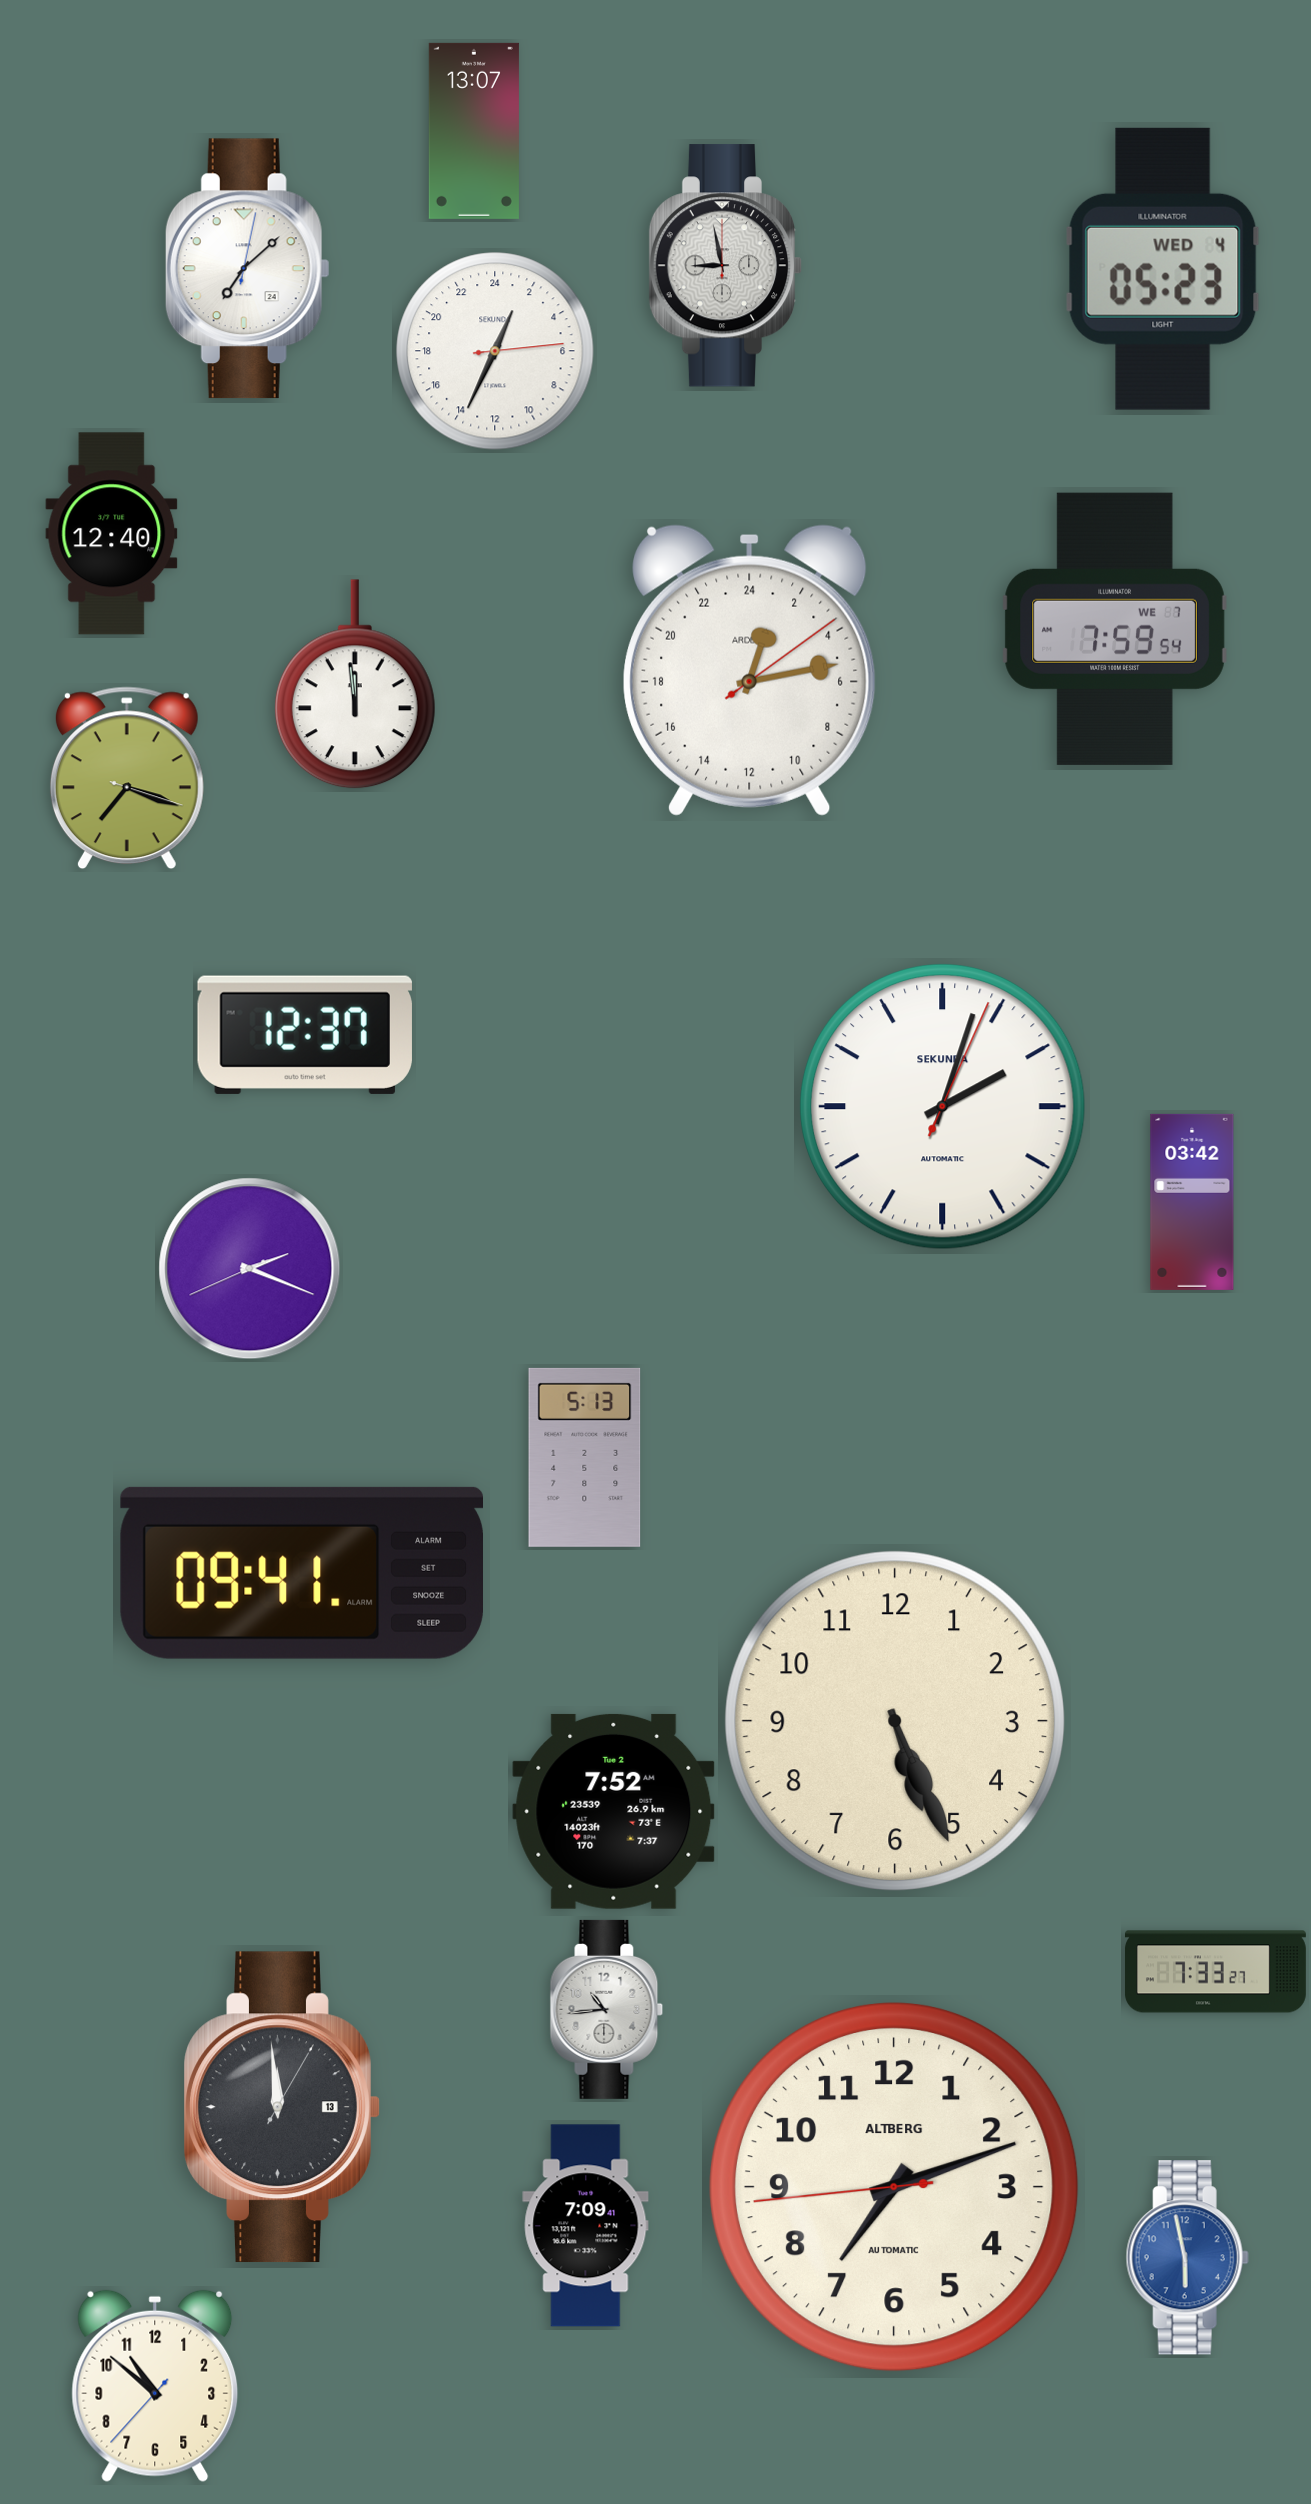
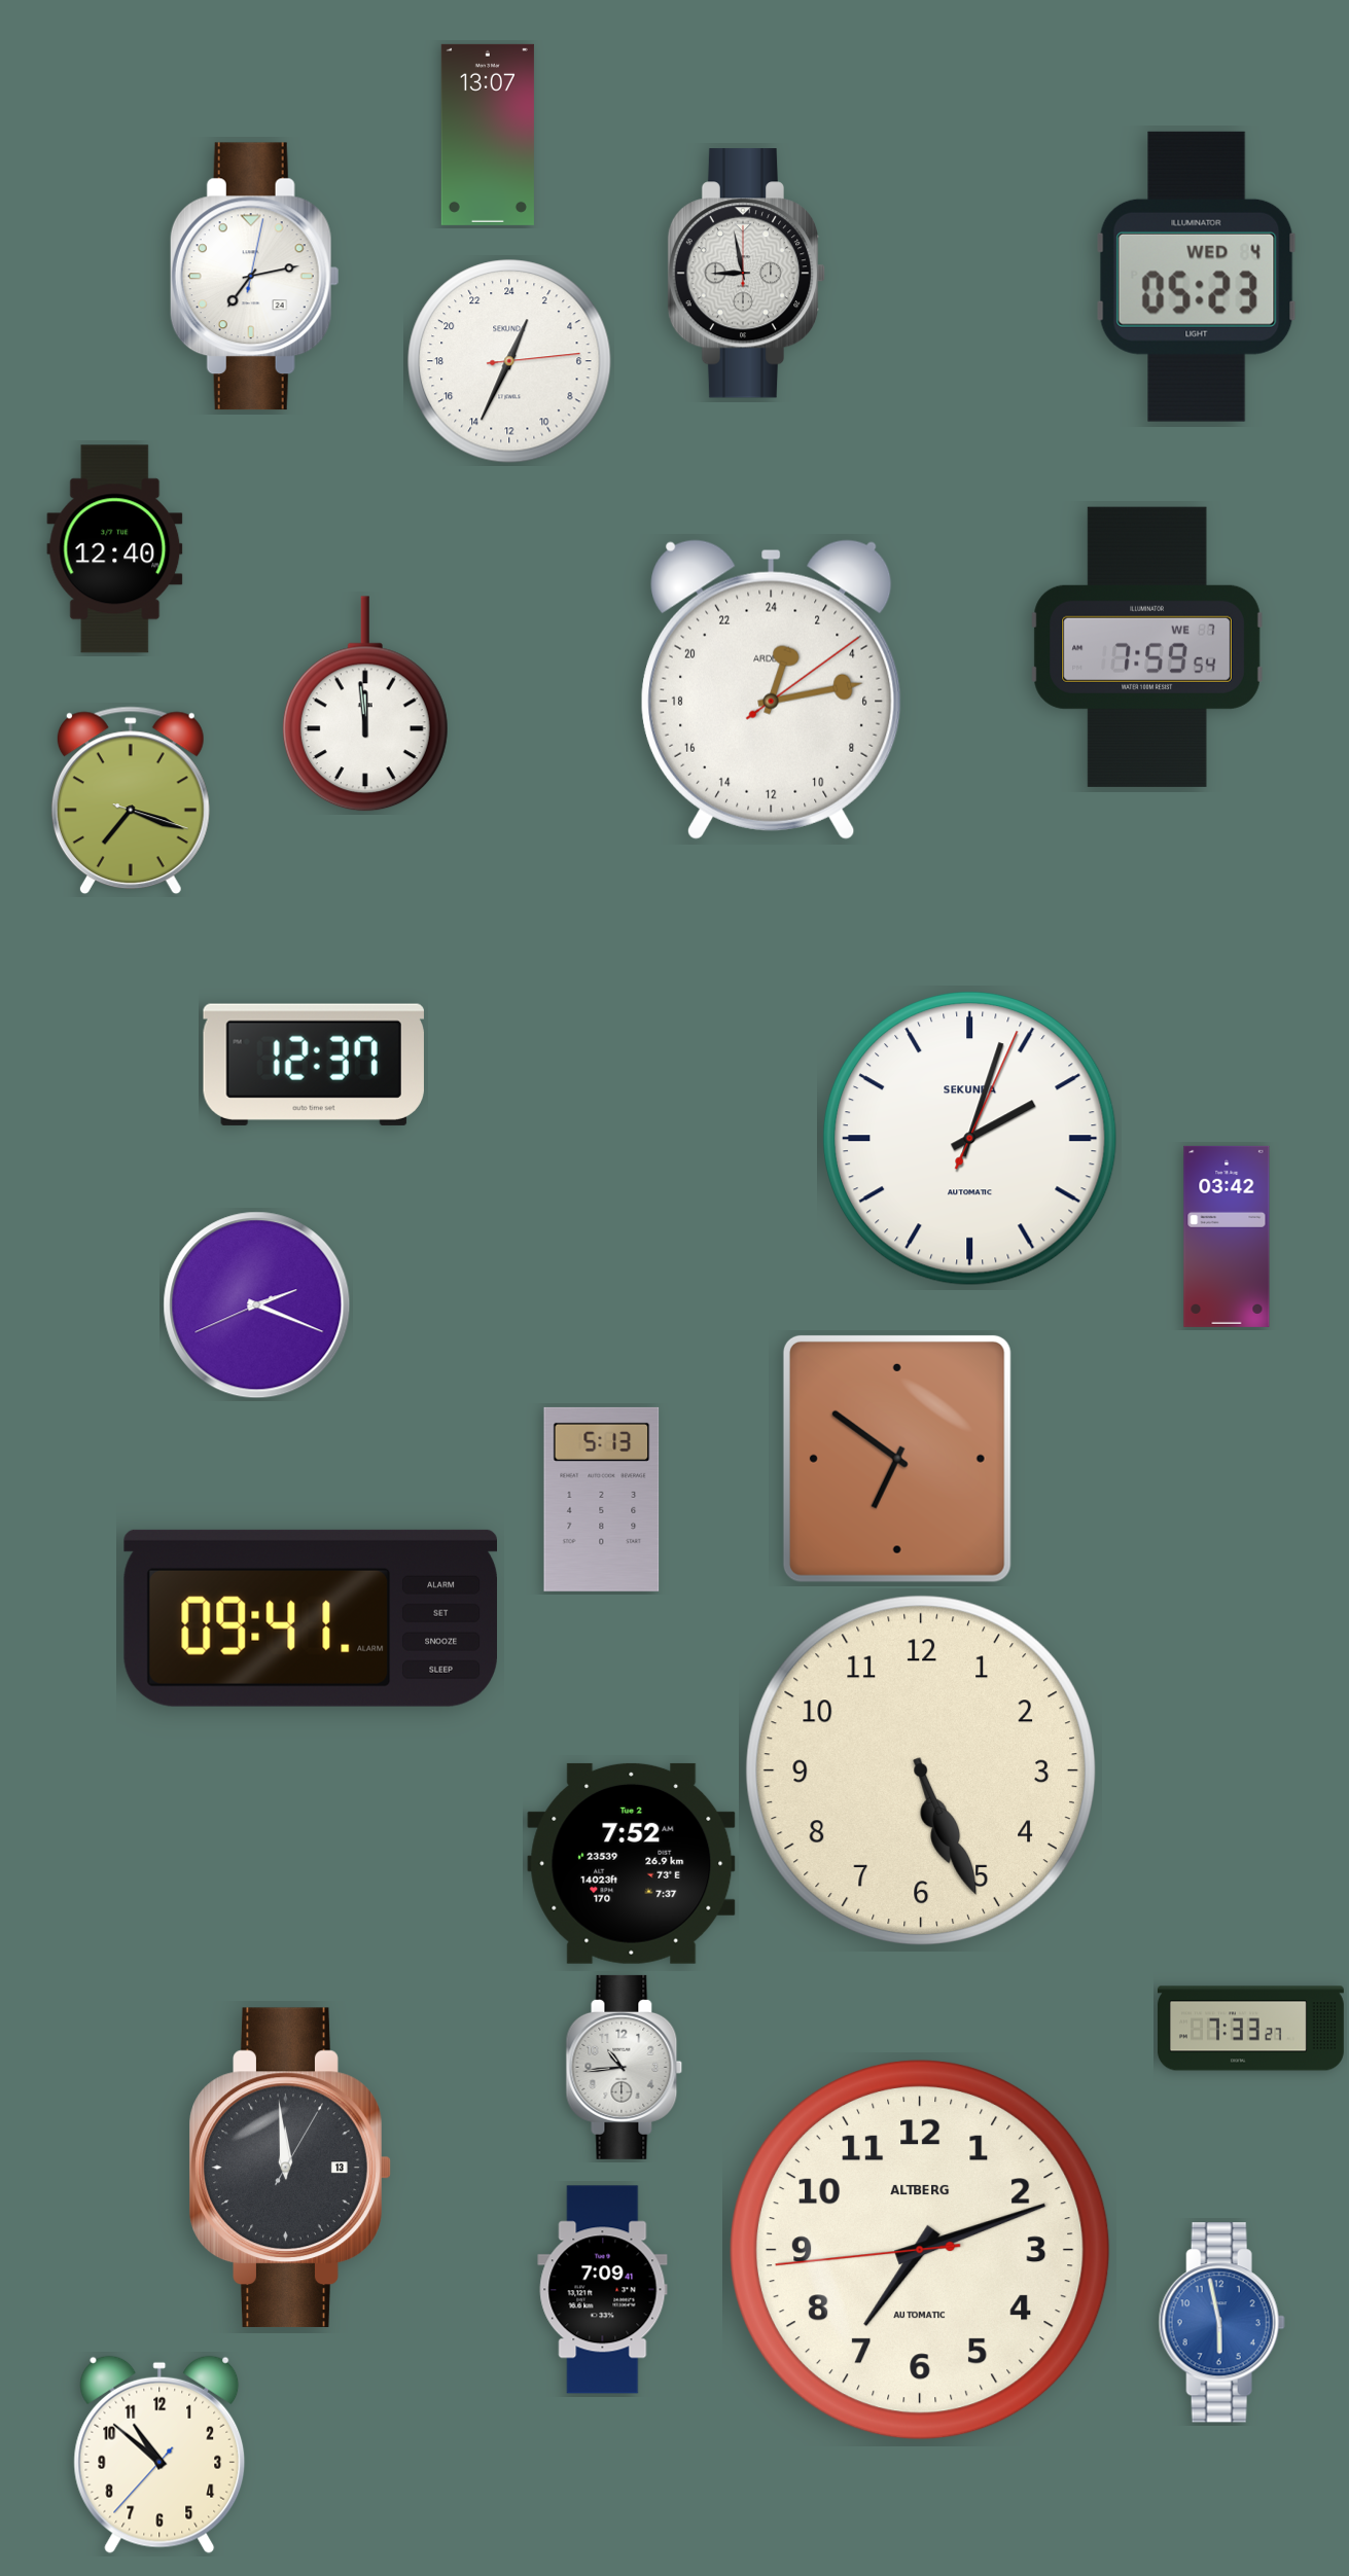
clock at (247, 269): 7:08 -> 7:13
clock at (897, 1459): none -> 6:51
